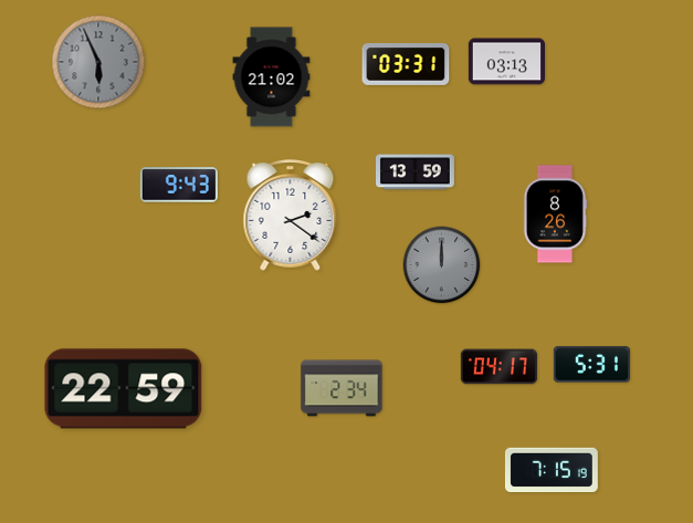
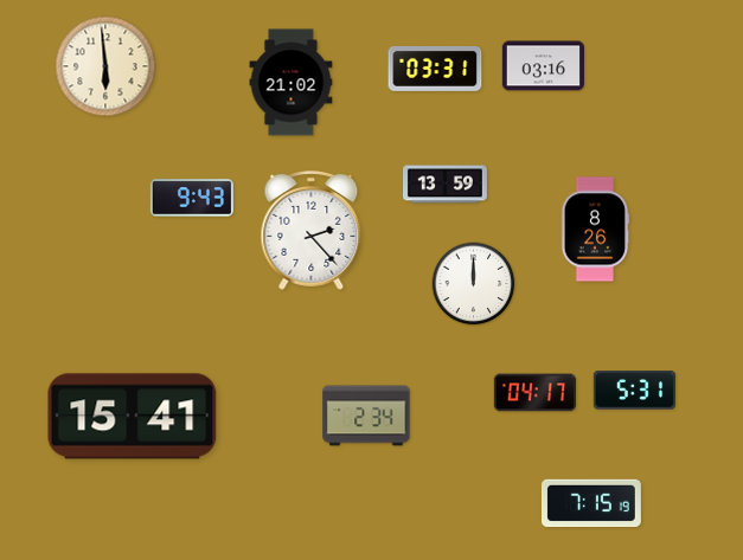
clock at (98, 62): 5:56 -> 5:59
clock at (98, 62) dial: grey -> cream
clock at (506, 62): 03:13 -> 03:16
clock at (291, 216): 2:21 -> 2:23
clock at (442, 265) dial: grey -> white
clock at (124, 389): 22:59 -> 15:41
